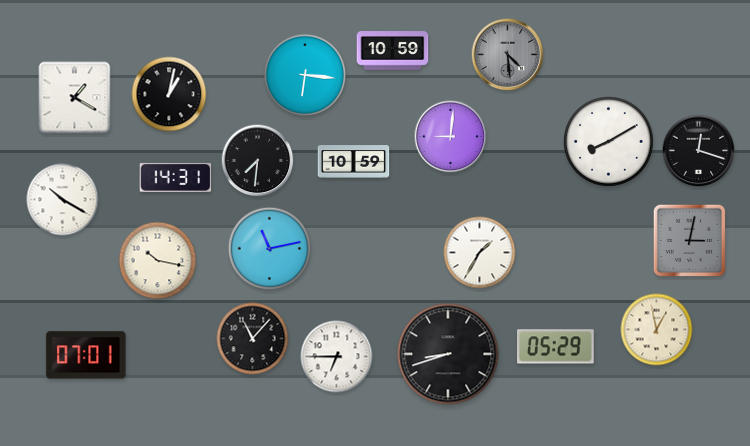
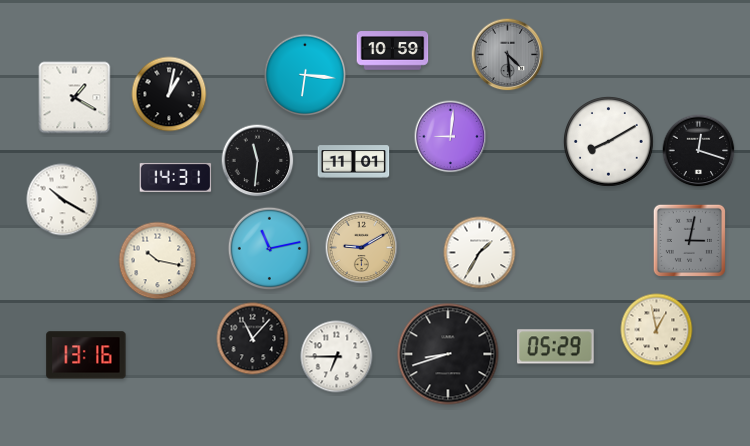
clock at (258, 161): 7:31 -> 11:31
clock at (354, 162): 10:59 -> 11:01
clock at (362, 248): none -> 9:10
clock at (86, 355): 07:01 -> 13:16
